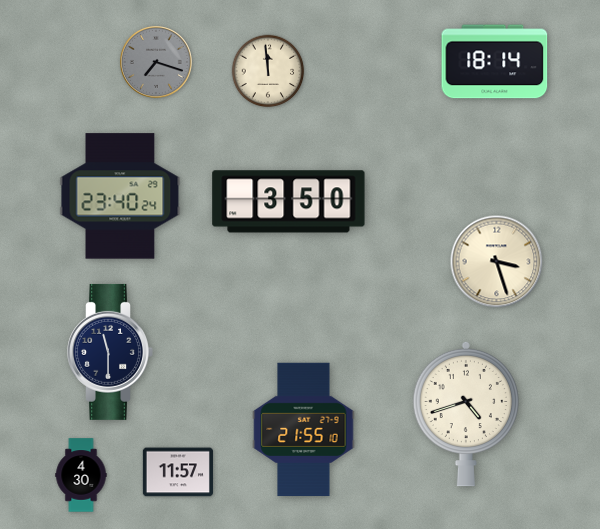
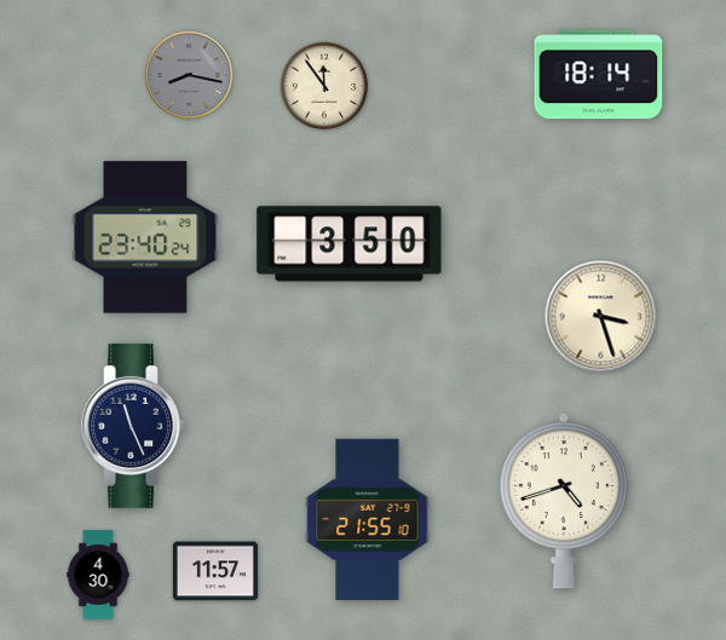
clock at (156, 62): 7:18 -> 8:17
clock at (268, 71): 11:59 -> 11:54
clock at (110, 352): 11:30 -> 11:26
